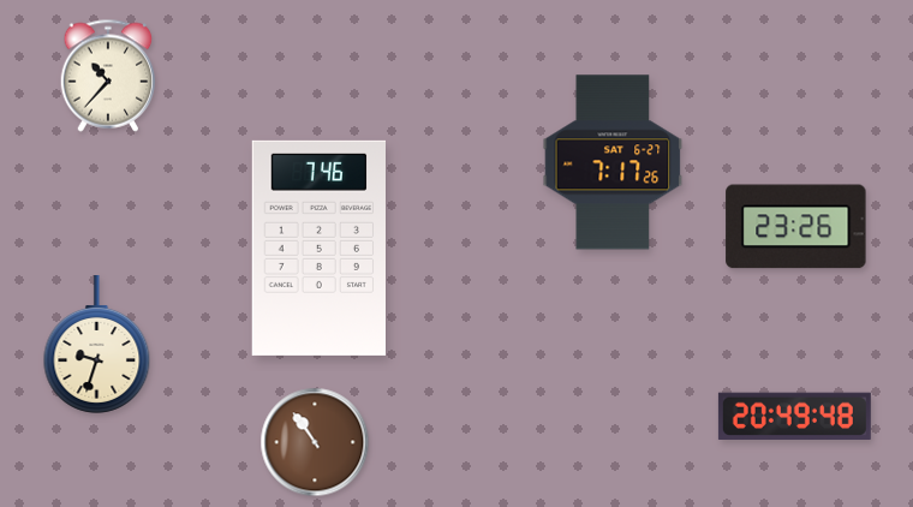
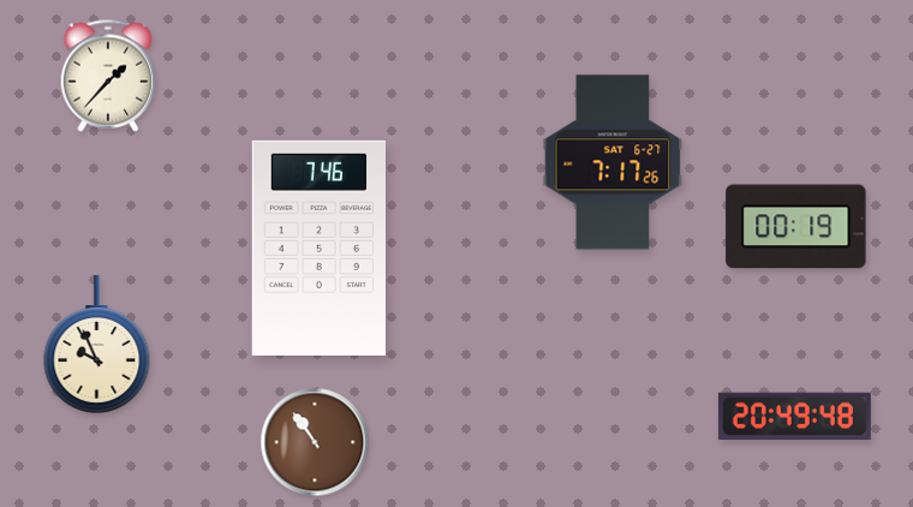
clock at (108, 76): 10:37 -> 1:37
clock at (796, 227): 23:26 -> 00:19
clock at (97, 345): 9:33 -> 9:56
